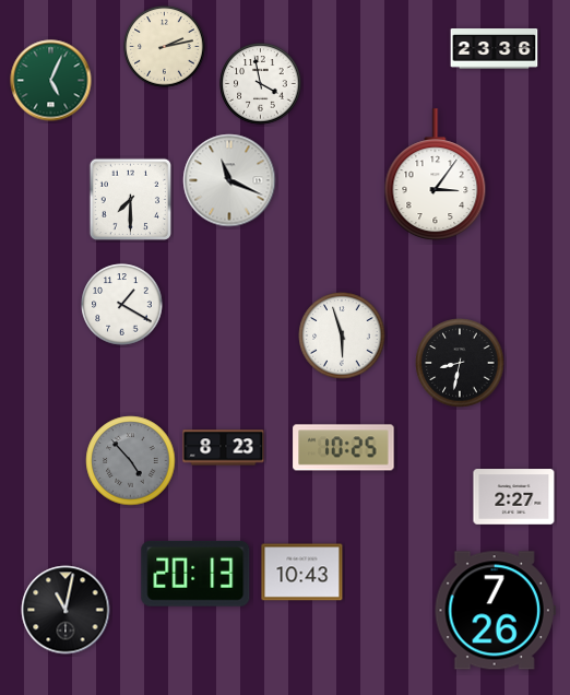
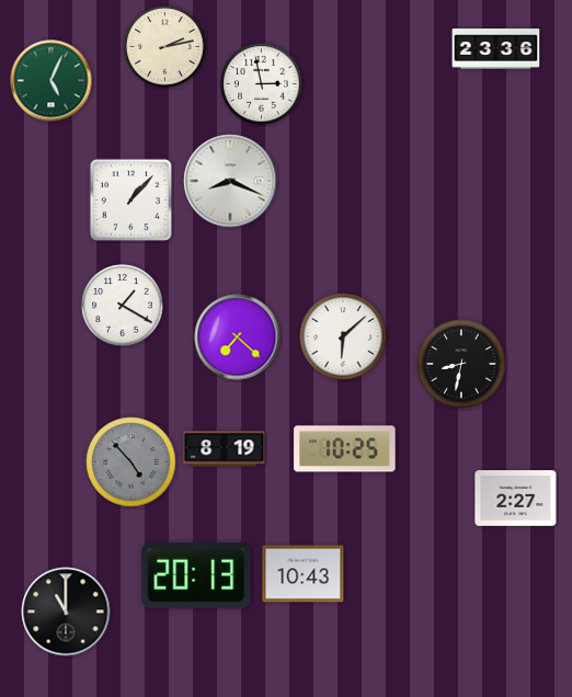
clock at (261, 84): 3:58 -> 2:58
clock at (436, 175): 3:06 -> none
clock at (229, 180): 11:19 -> 8:19
clock at (130, 199): 7:30 -> 1:07
clock at (342, 335): 5:57 -> 6:08
clock at (238, 338): none -> 7:22
clock at (224, 448): 8:23 -> 8:19
clock at (66, 610): 11:02 -> 11:00
clock at (495, 611): 7:26 -> none
